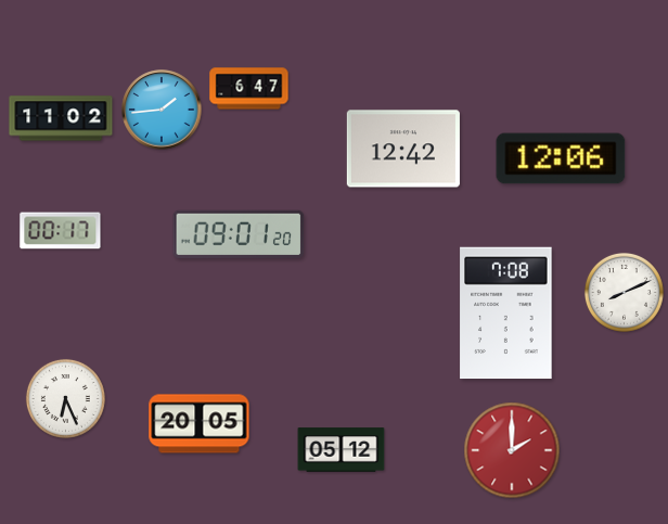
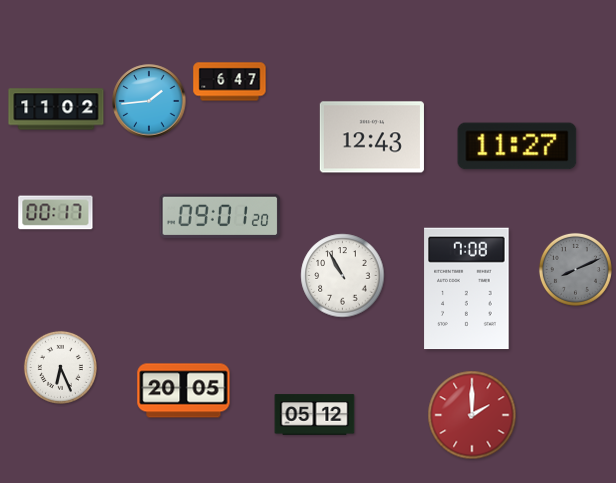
clock at (403, 149): 12:42 -> 12:43
clock at (561, 158): 12:06 -> 11:27
clock at (624, 292) dial: white -> grey
clock at (343, 276): none -> 10:55
